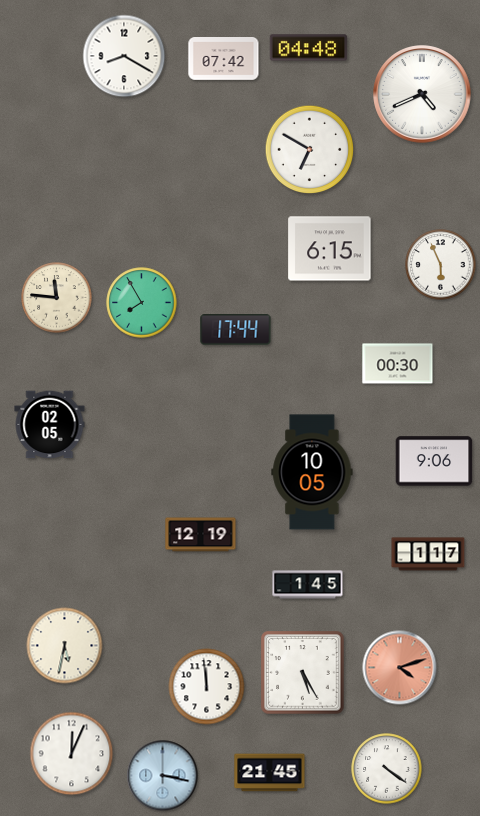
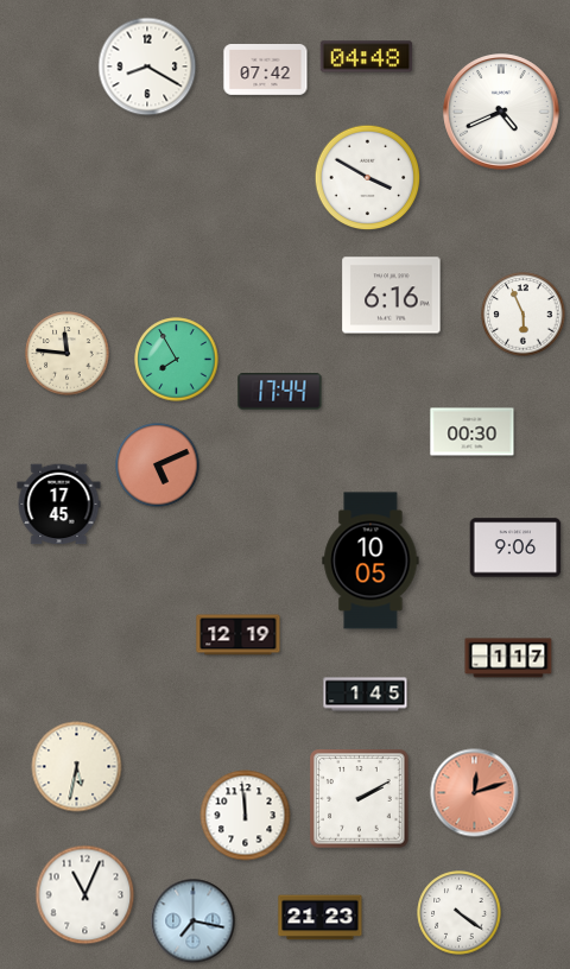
clock at (310, 150): 6:50 -> 3:50
clock at (330, 249): 6:15 -> 6:16
clock at (142, 303) position: (142, 303) -> (177, 360)
clock at (158, 465): none -> 5:11
clock at (50, 425): 02:05 -> 17:45
clock at (400, 668): 4:12 -> 12:12
clock at (303, 673): 5:25 -> 2:10
clock at (72, 754): 12:04 -> 11:04
clock at (270, 773): 21:45 -> 21:23
clock at (163, 776): 3:17 -> 7:17
